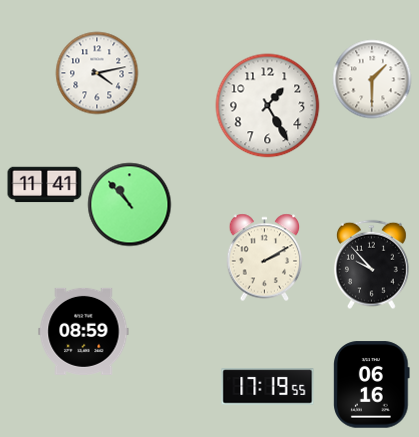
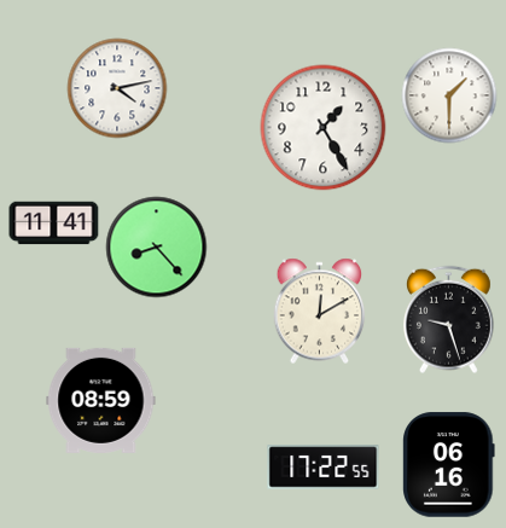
clock at (130, 205): 10:53 -> 8:23
clock at (265, 258): 2:10 -> 12:10
clock at (372, 265): 9:53 -> 9:27
clock at (268, 387): 17:19 -> 17:22
